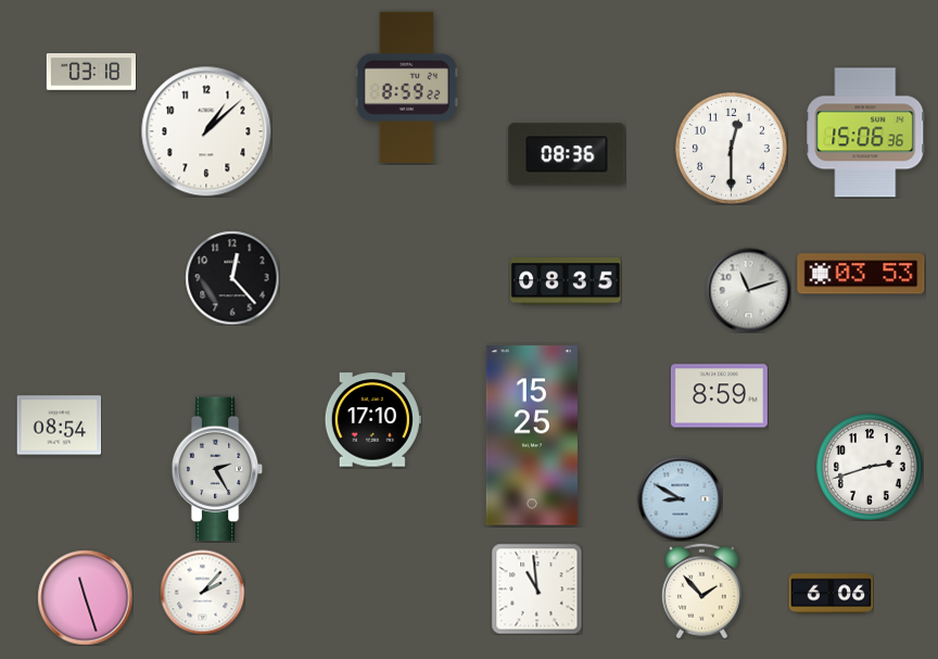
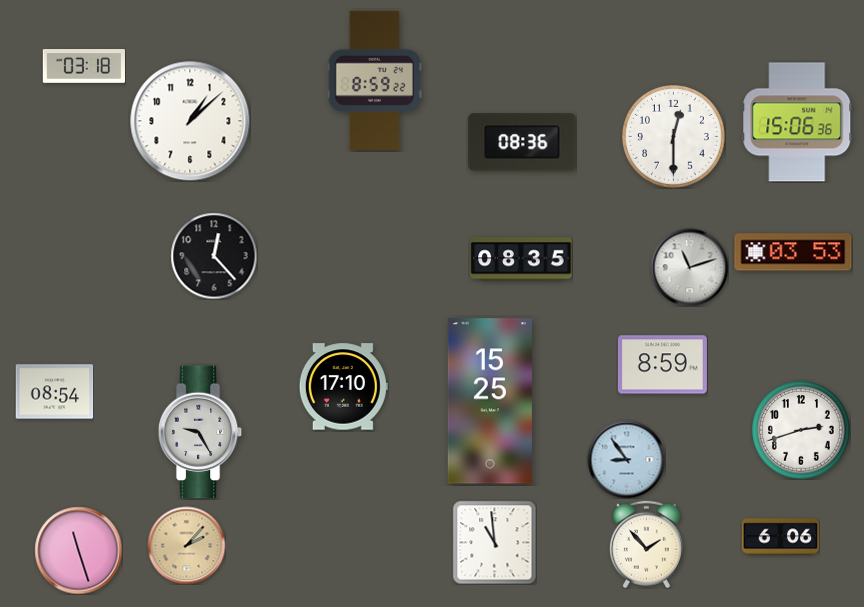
clock at (217, 469): 2:25 -> 9:25
clock at (680, 498): 8:50 -> 8:54
clock at (202, 592) dial: white -> champagne
clock at (831, 594) position: (831, 594) -> (780, 537)
